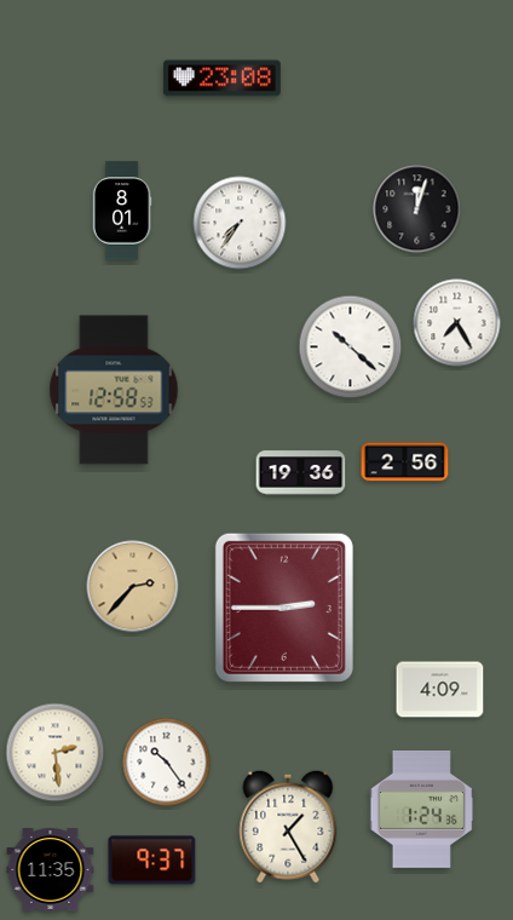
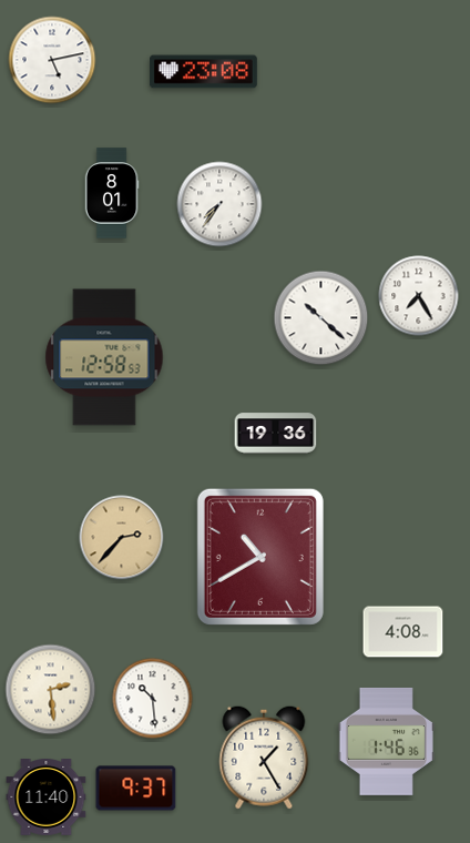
clock at (52, 60): none -> 5:13
clock at (417, 209): 12:03 -> none
clock at (405, 462): 2:56 -> none
clock at (284, 608): 2:45 -> 10:40
clock at (440, 690): 4:09 -> 4:08
clock at (167, 763): 10:24 -> 10:29
clock at (421, 810): 1:24 -> 1:46
clock at (152, 861) position: (152, 861) -> (136, 789)
clock at (51, 870): 11:35 -> 11:40
